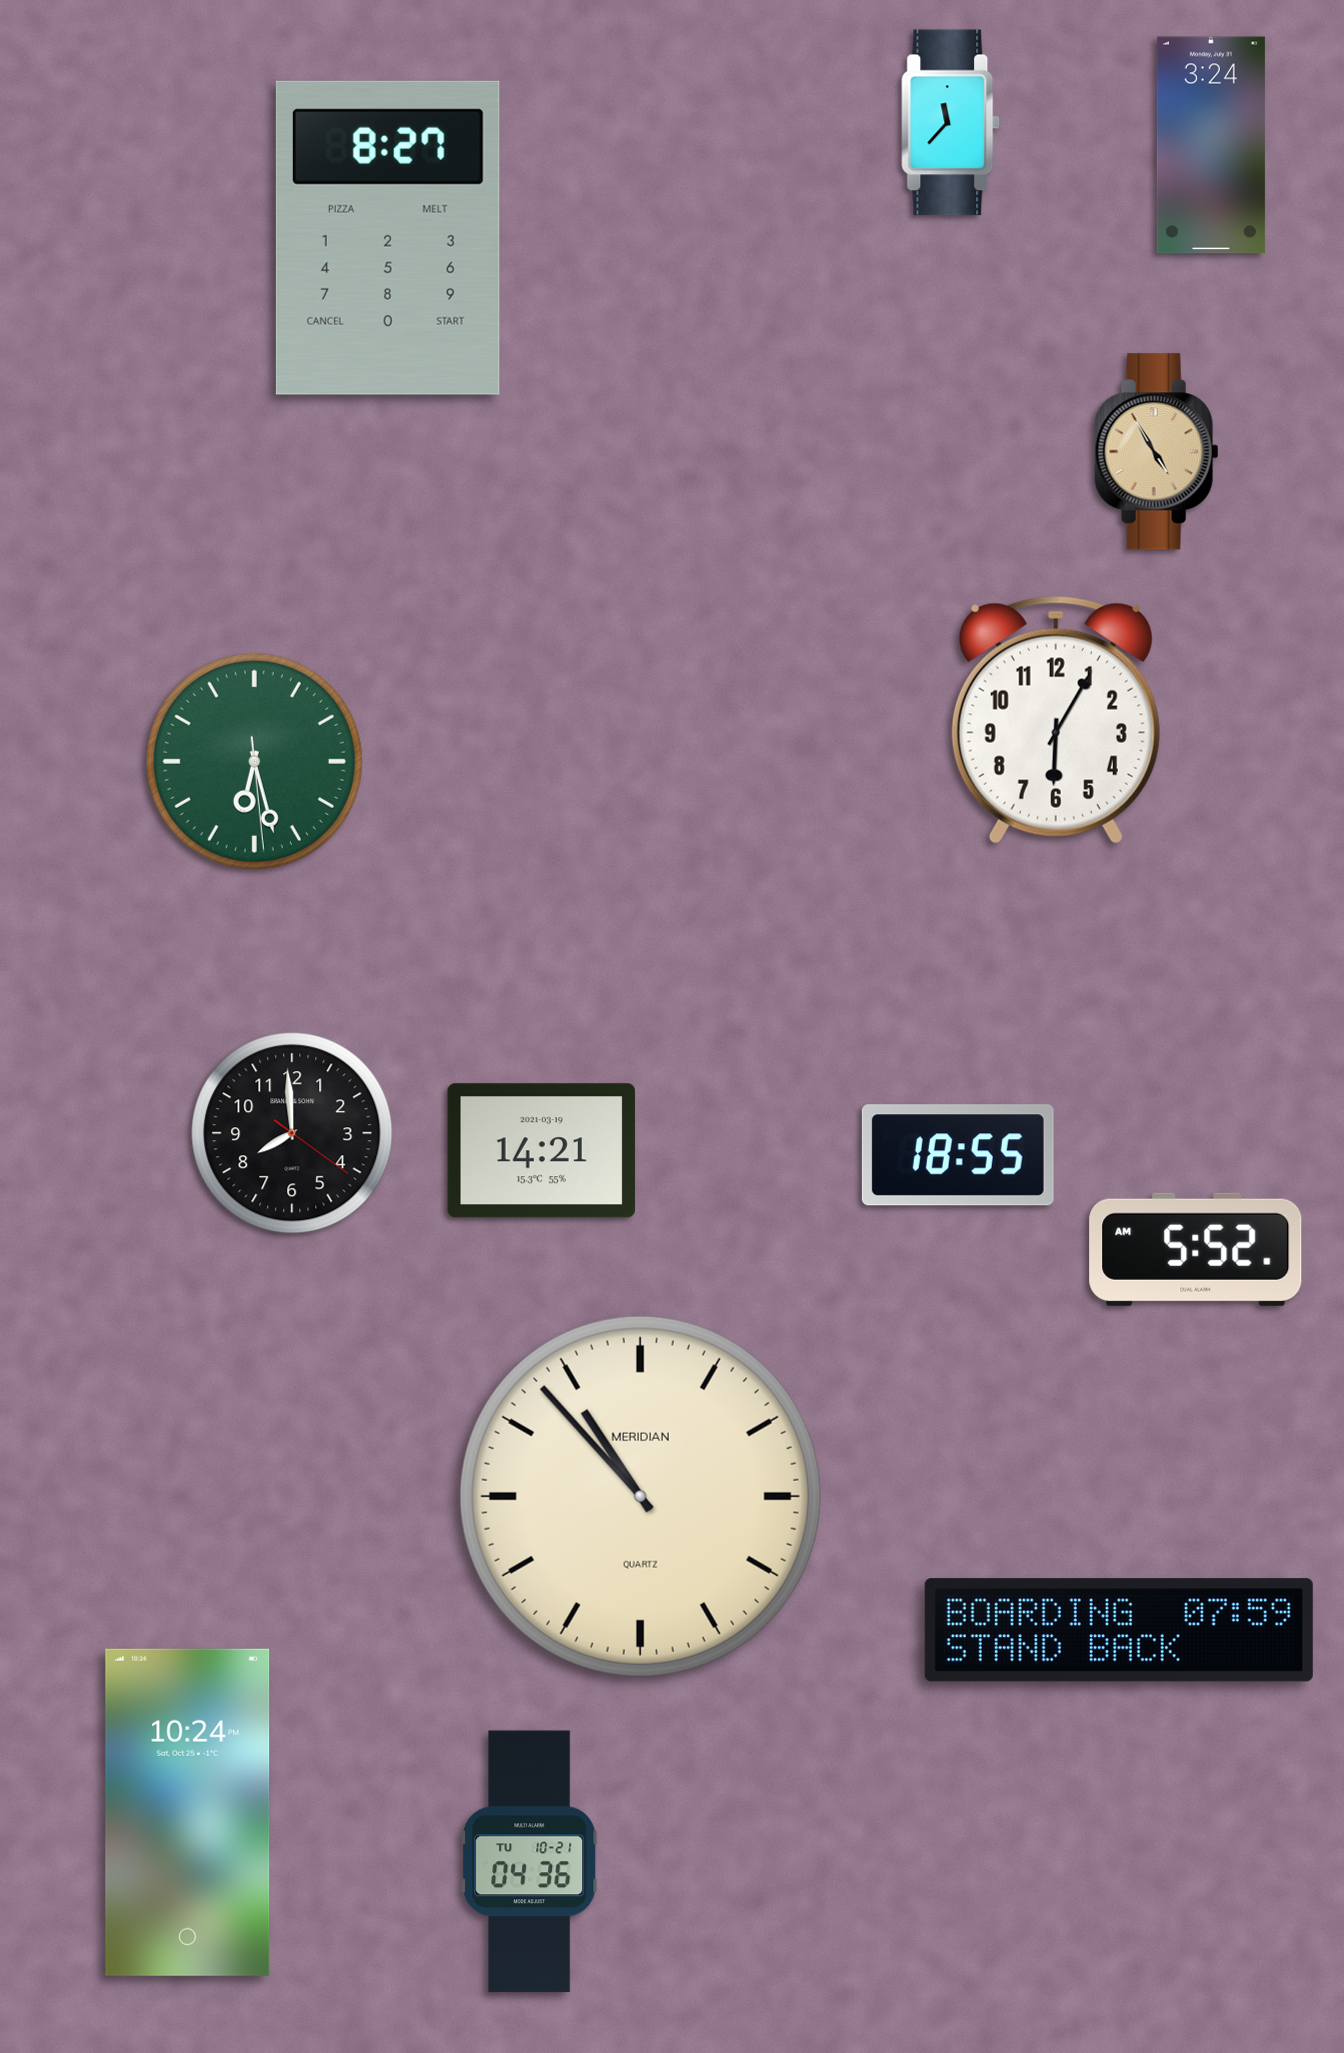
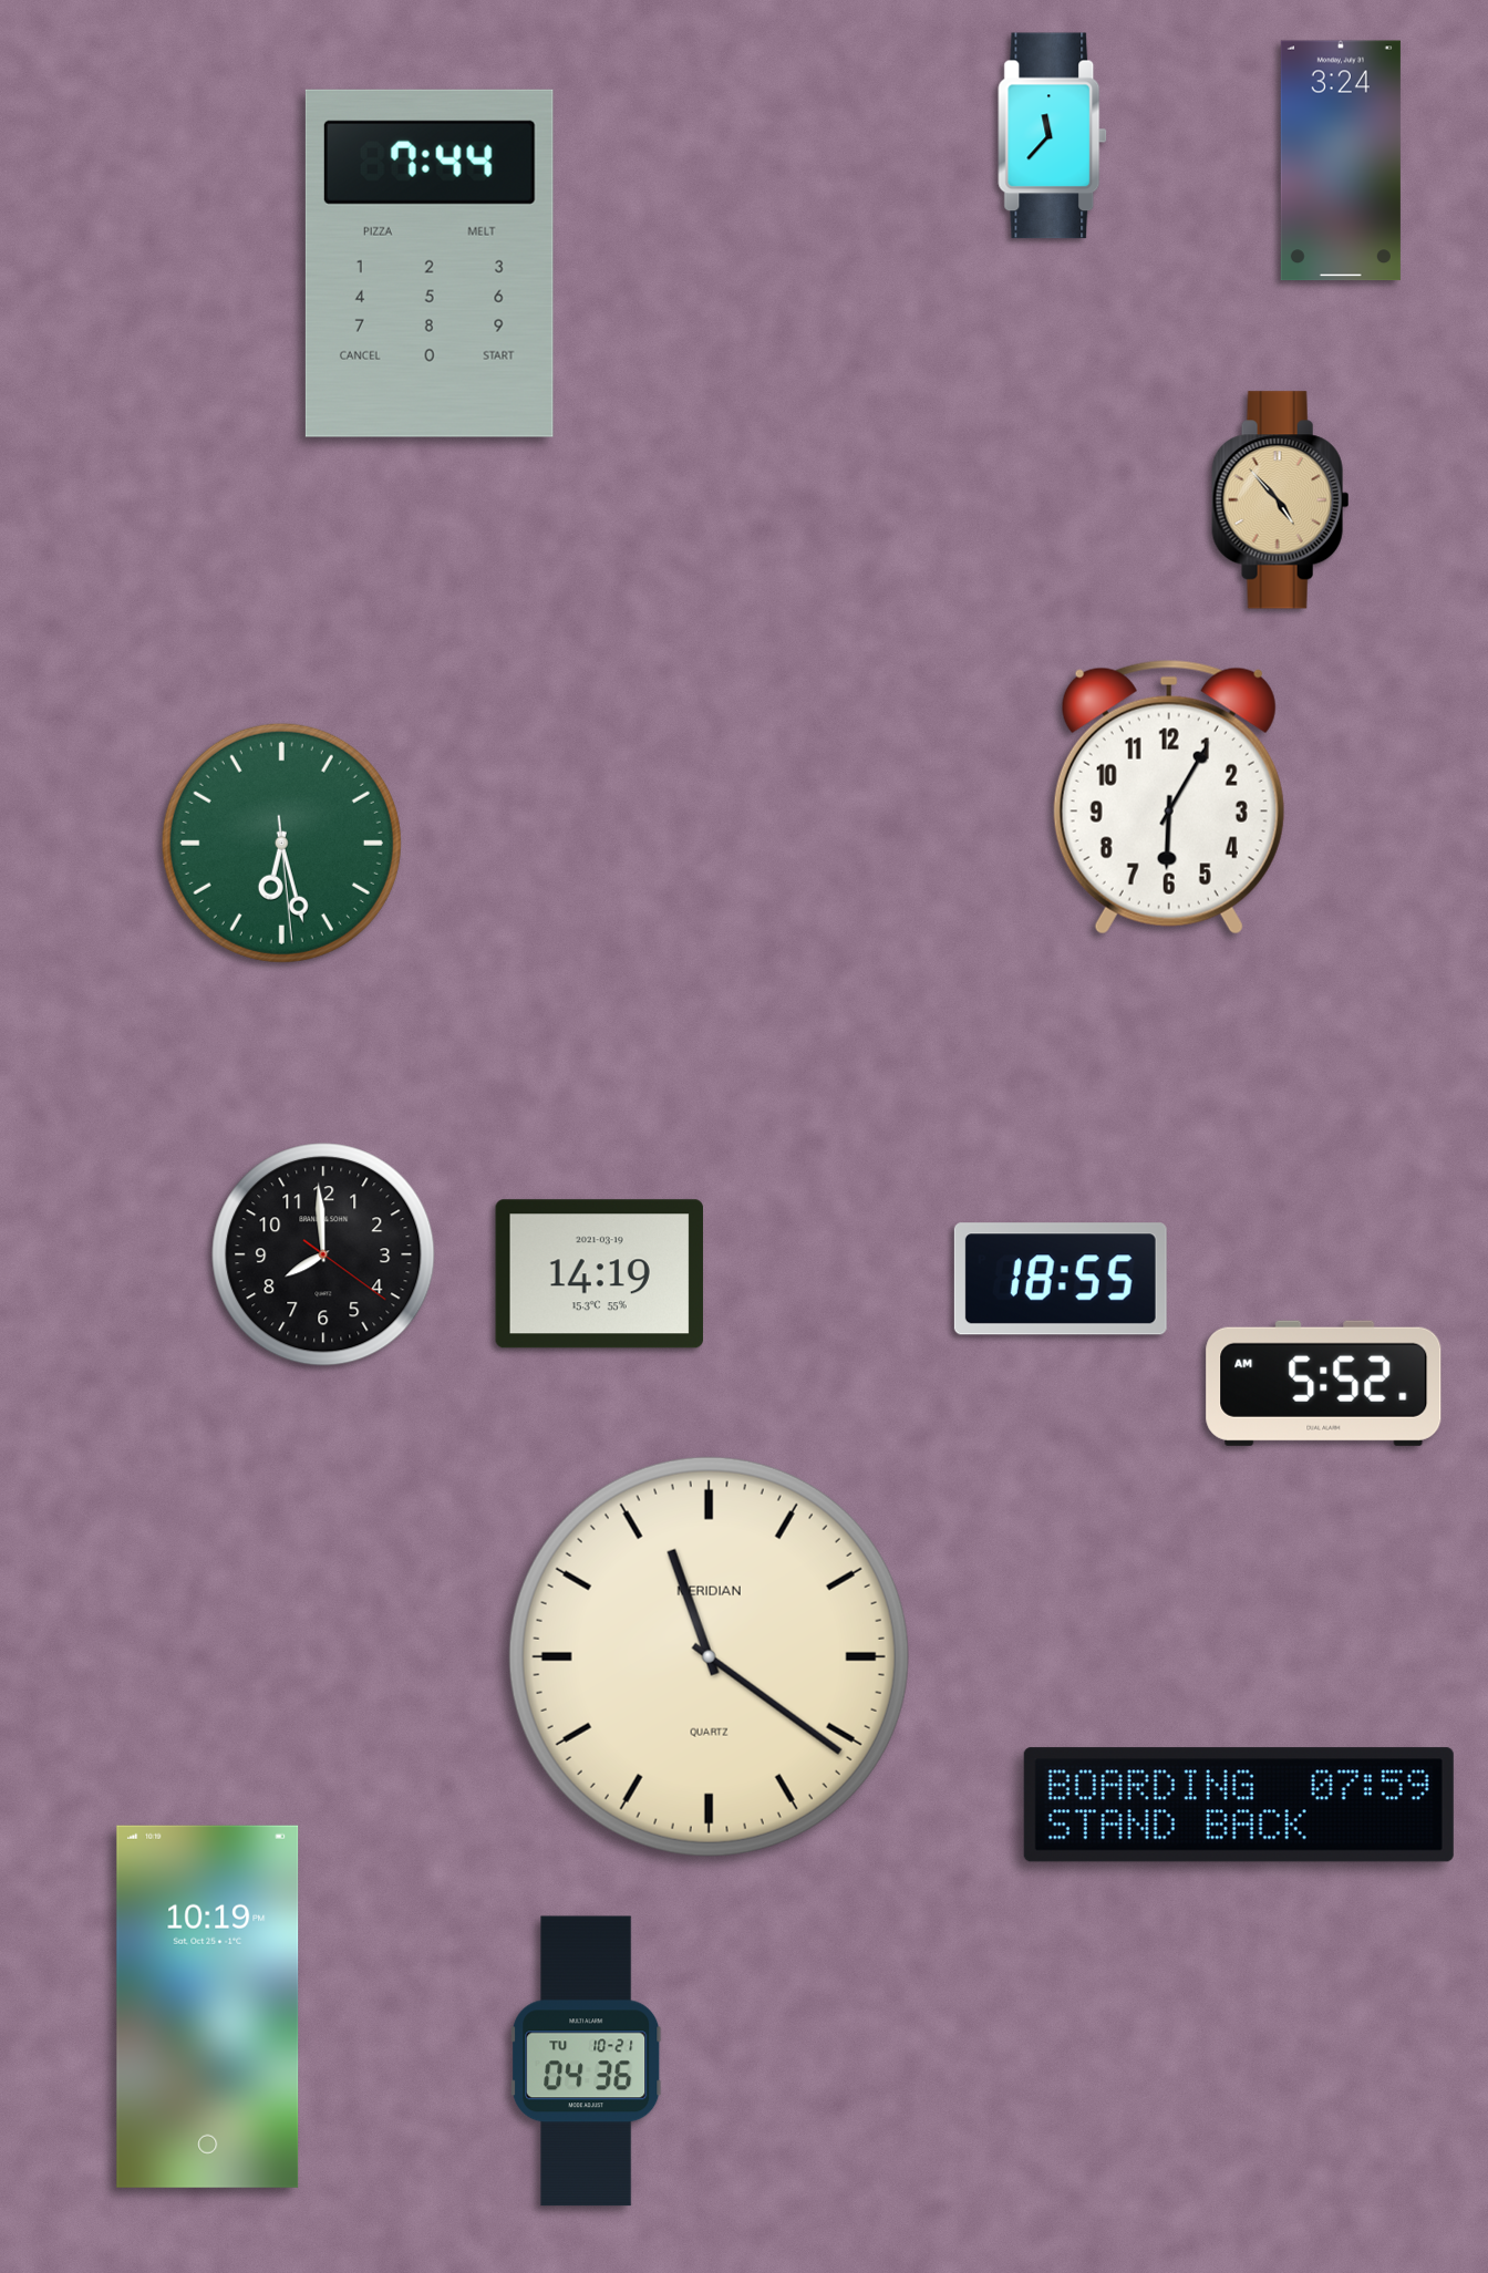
clock at (388, 238): 8:27 -> 7:44
clock at (1157, 452): 4:55 -> 4:53
clock at (541, 1151): 14:21 -> 14:19
clock at (640, 1496): 10:53 -> 11:21
clock at (188, 1812): 10:24 -> 10:19
